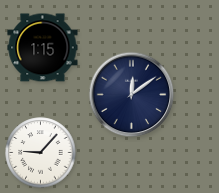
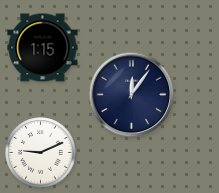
clock at (132, 95): 12:09 -> 12:06
clock at (41, 153): 9:07 -> 9:11
